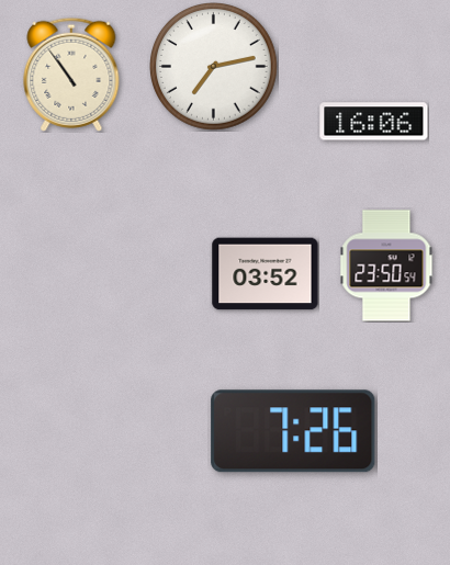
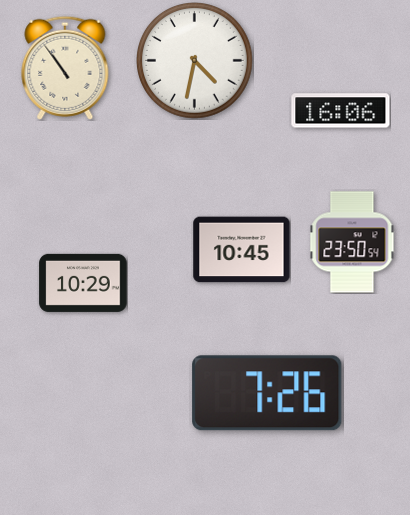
clock at (214, 67): 7:13 -> 4:32
clock at (266, 274): 03:52 -> 10:45
clock at (83, 283): none -> 10:29
